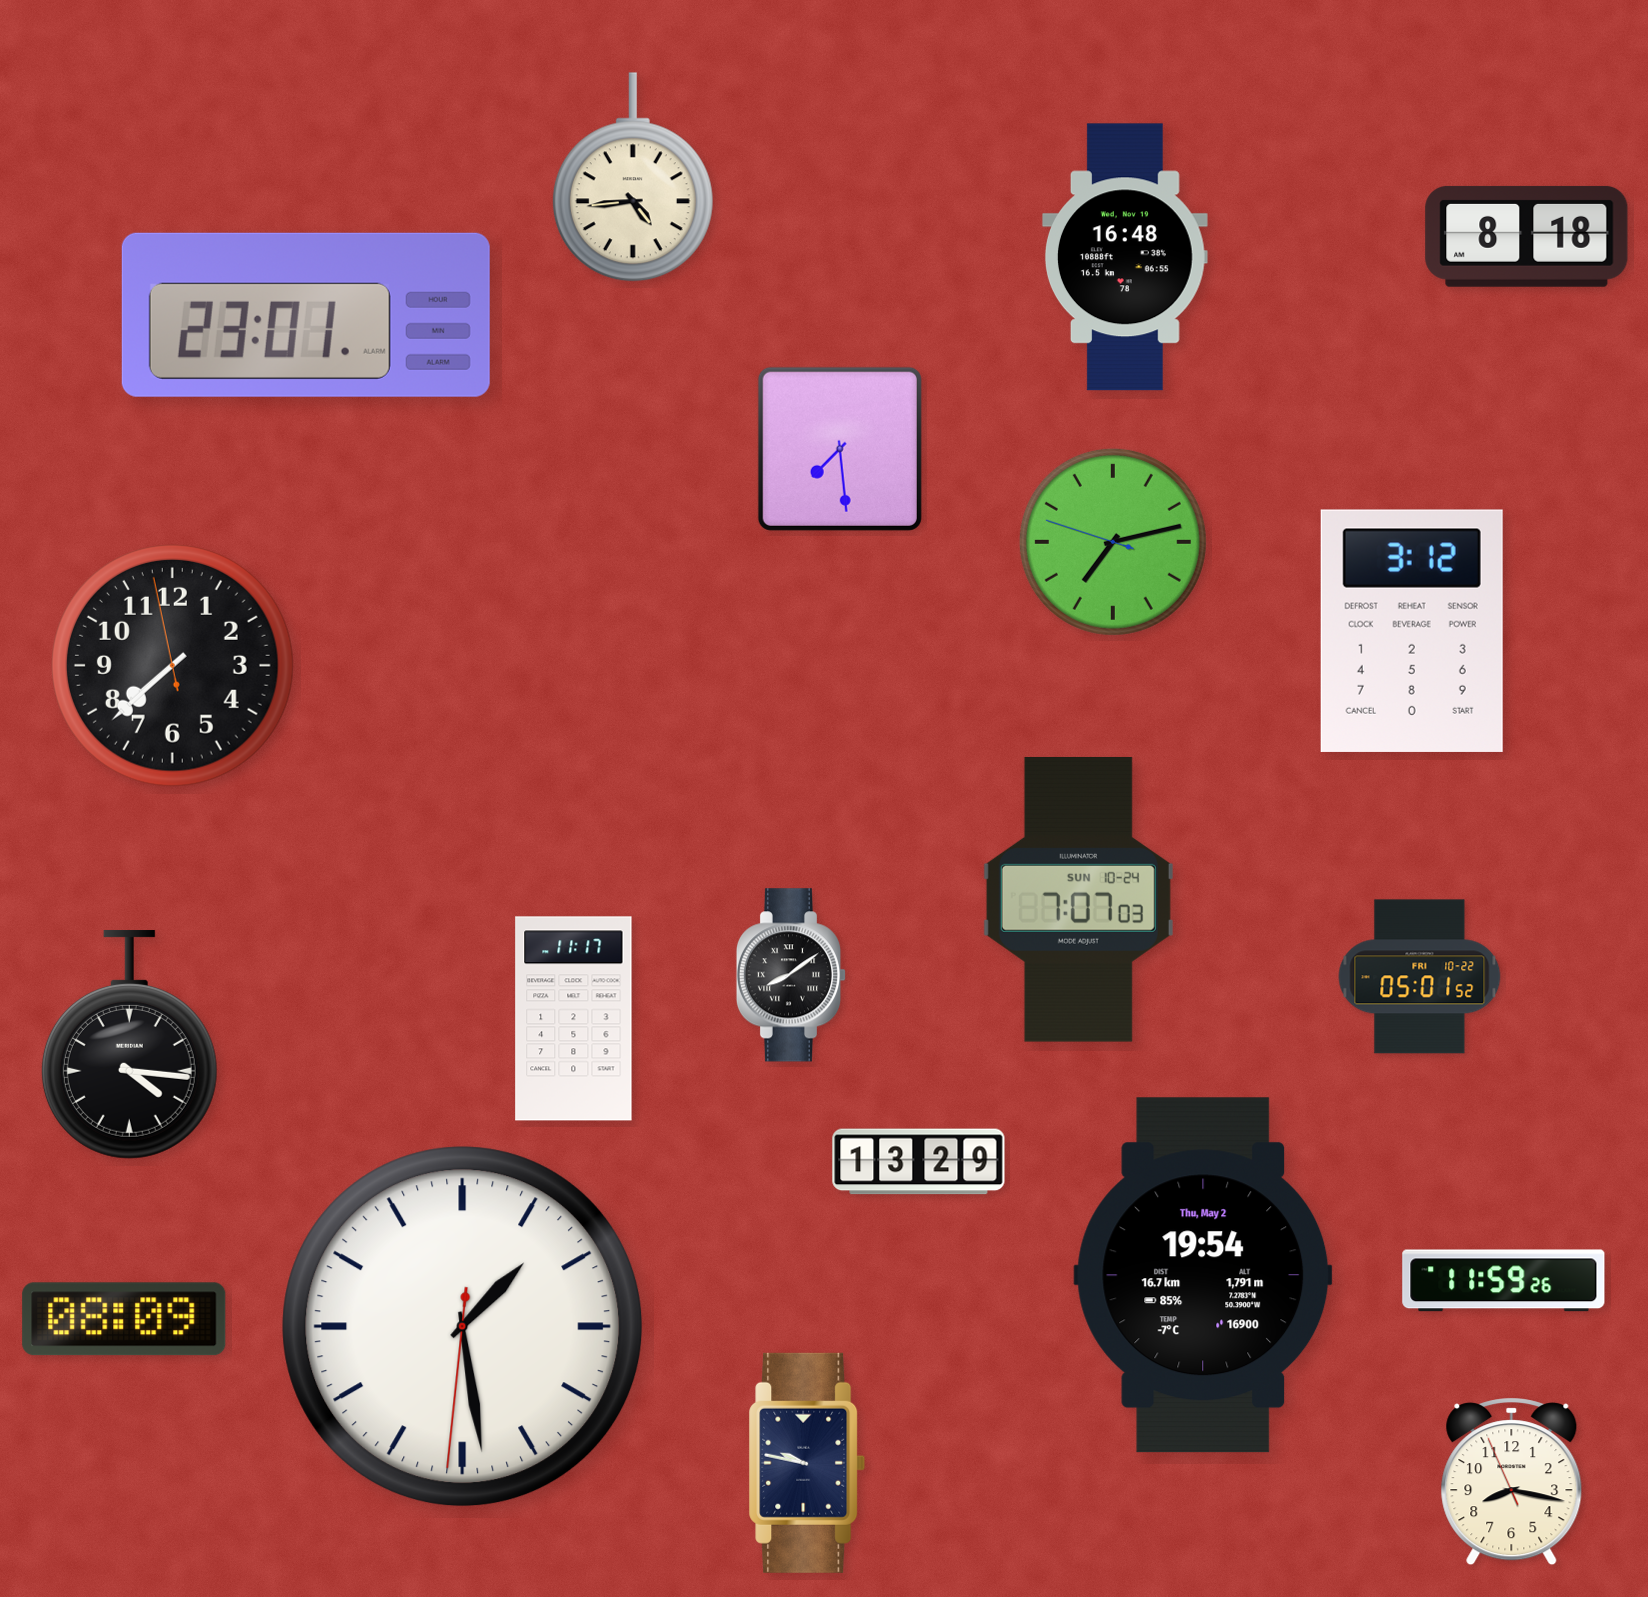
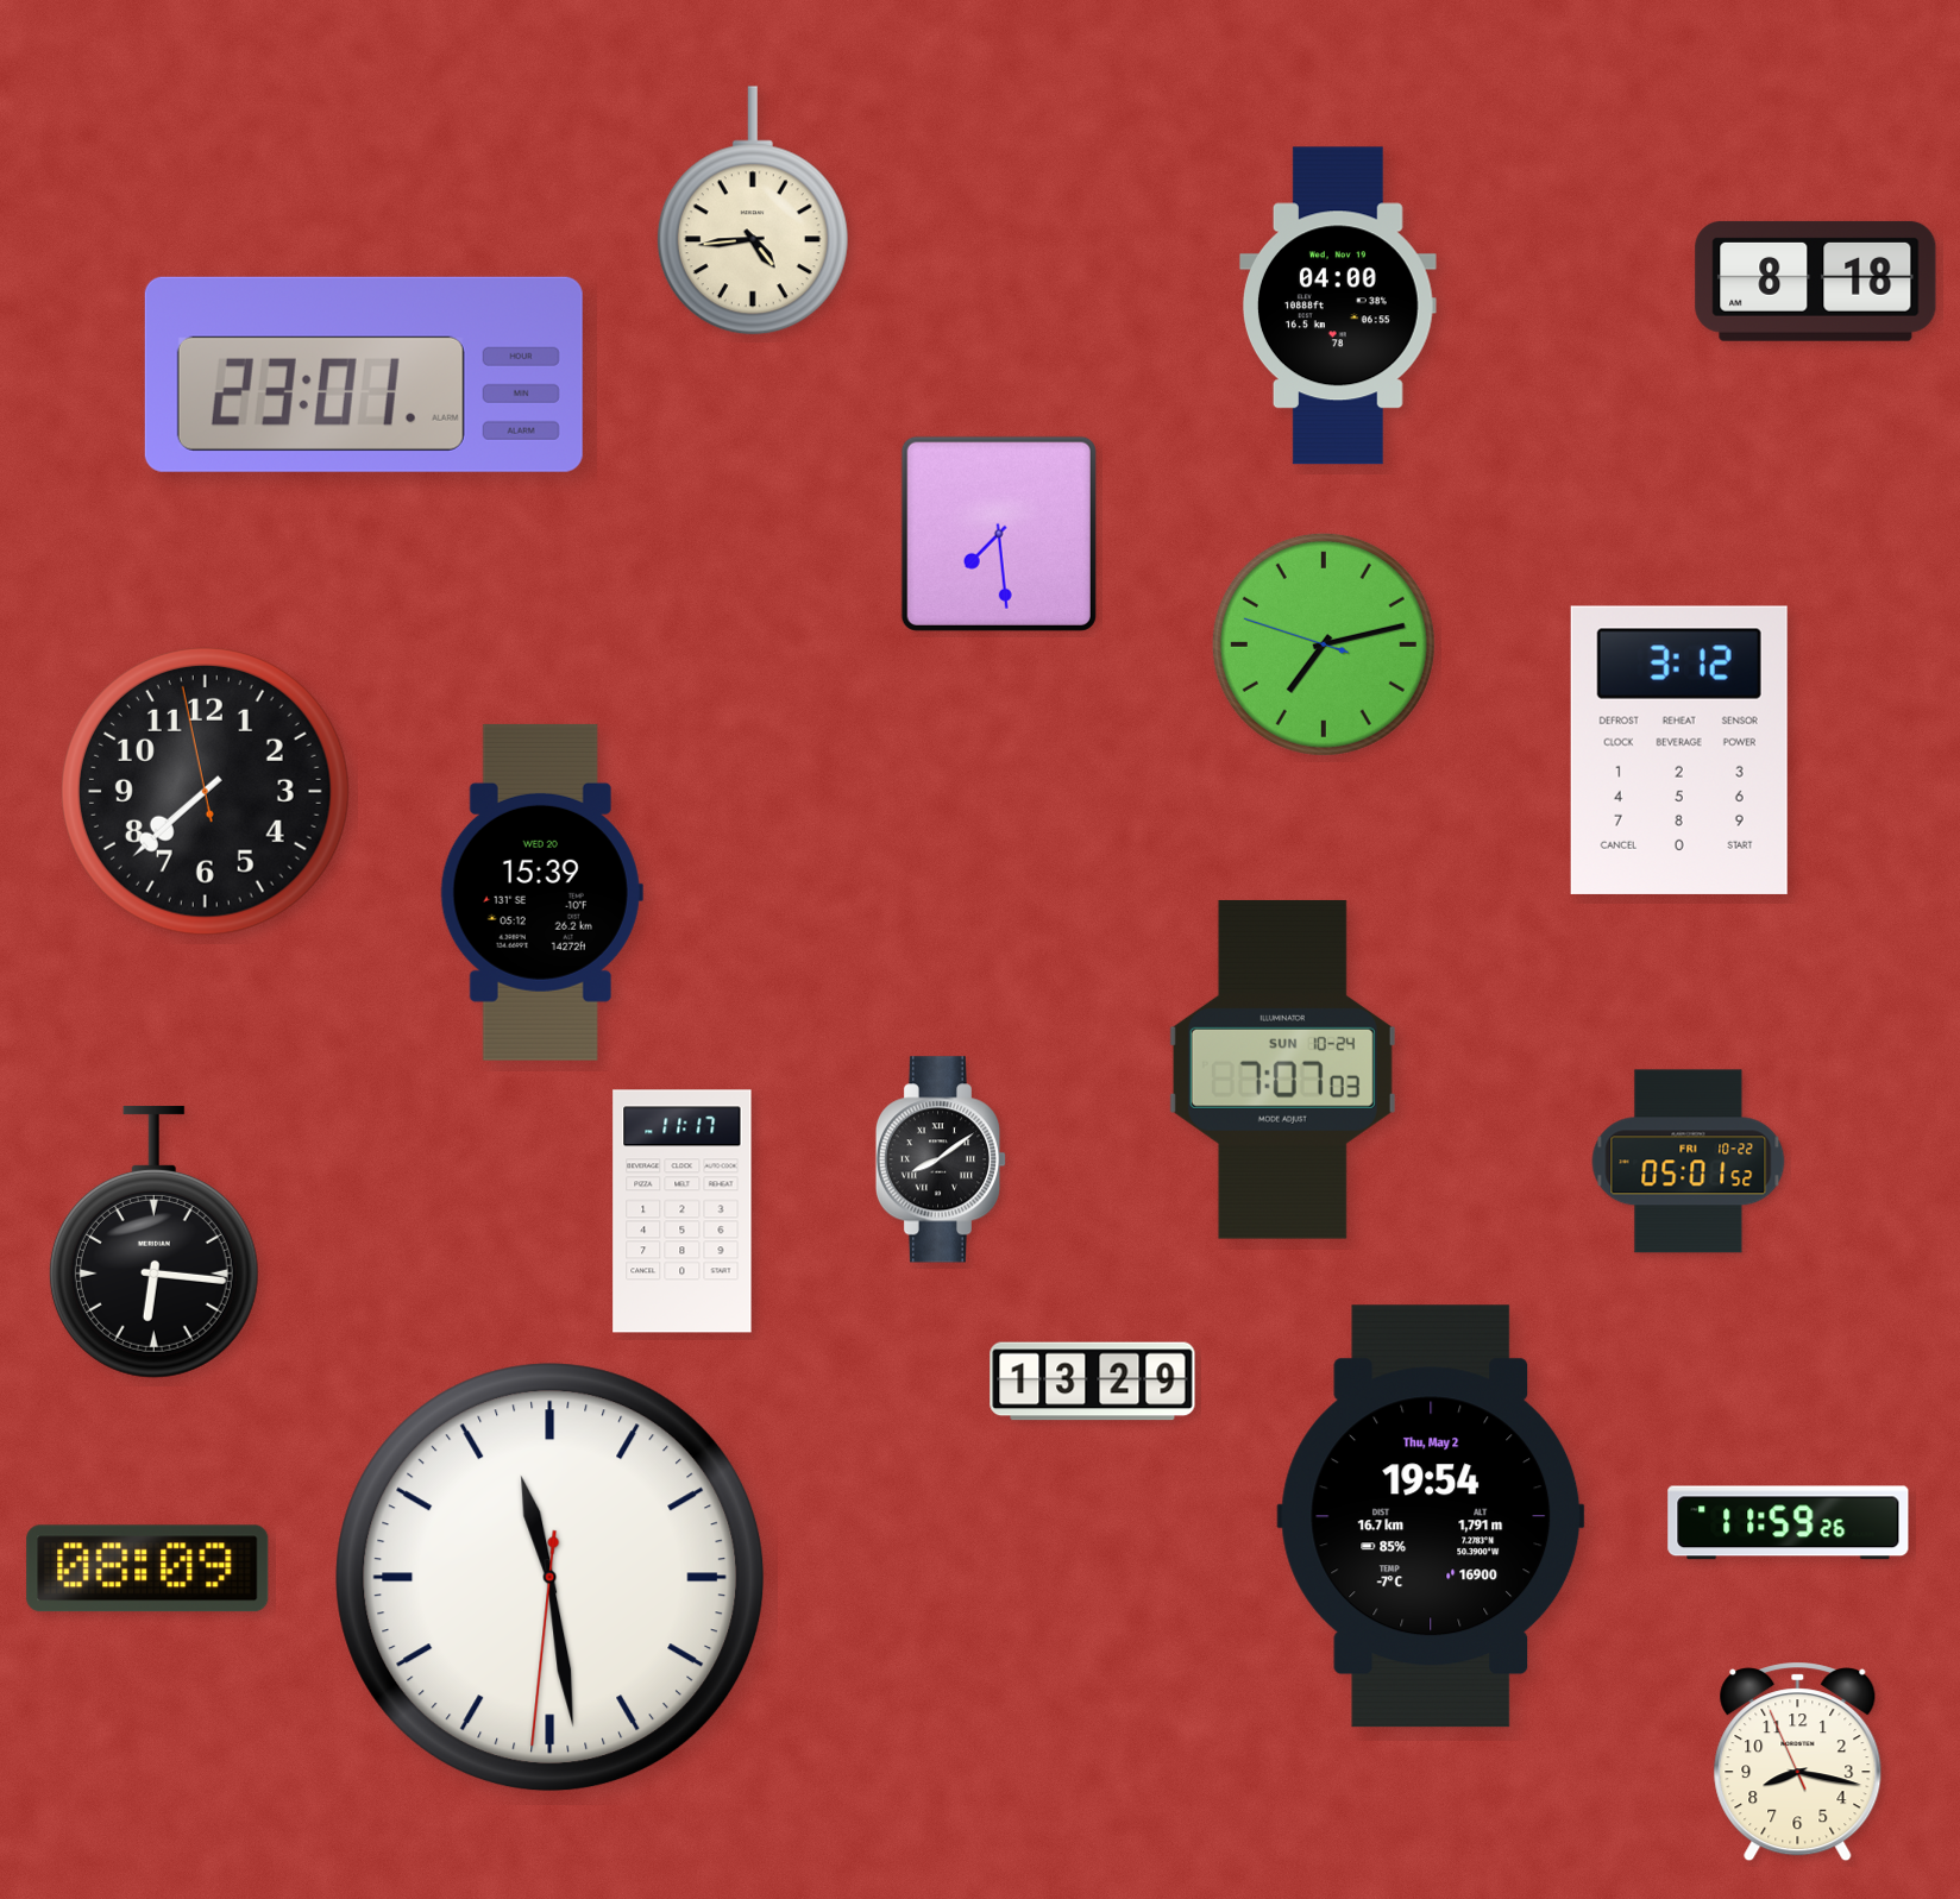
clock at (1125, 257): 16:48 -> 04:00
clock at (541, 892): none -> 15:39
clock at (129, 1045): 4:16 -> 6:16
clock at (463, 1327): 1:28 -> 11:28
clock at (807, 1463): 9:47 -> none
